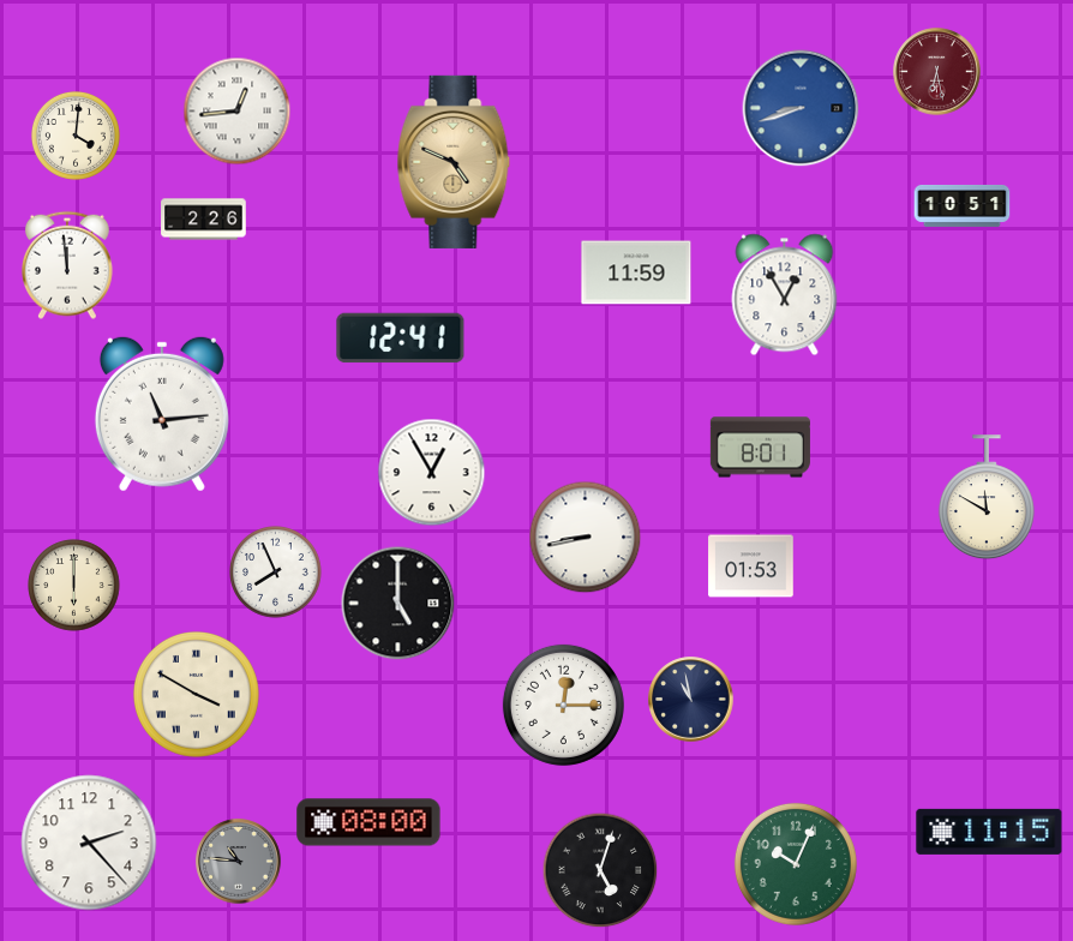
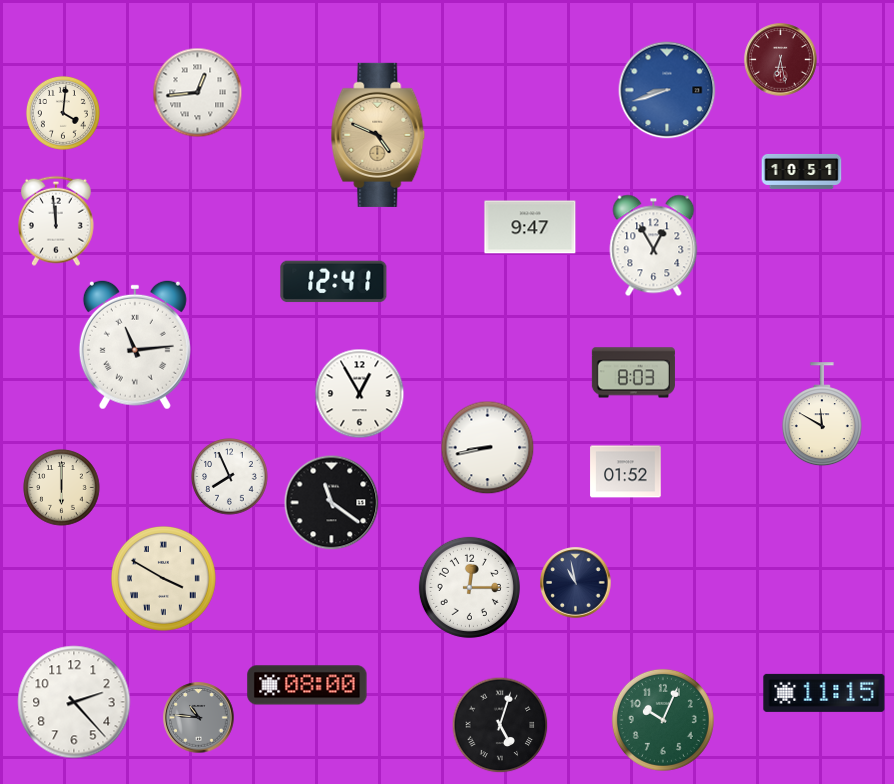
clock at (204, 220): 2:26 -> none
clock at (636, 272): 11:59 -> 9:47
clock at (760, 448): 8:01 -> 8:03
clock at (751, 567): 01:53 -> 01:52
clock at (398, 604): 5:00 -> 11:21
